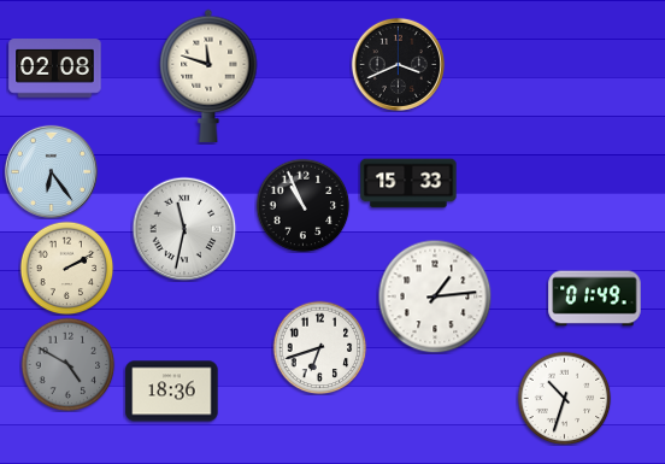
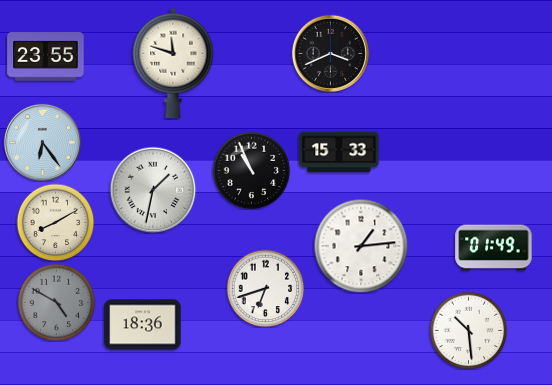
clock at (55, 69): 02:08 -> 23:55
clock at (184, 229): 11:32 -> 1:32
clock at (66, 268): 2:10 -> 8:10
clock at (564, 398): 10:33 -> 10:29
